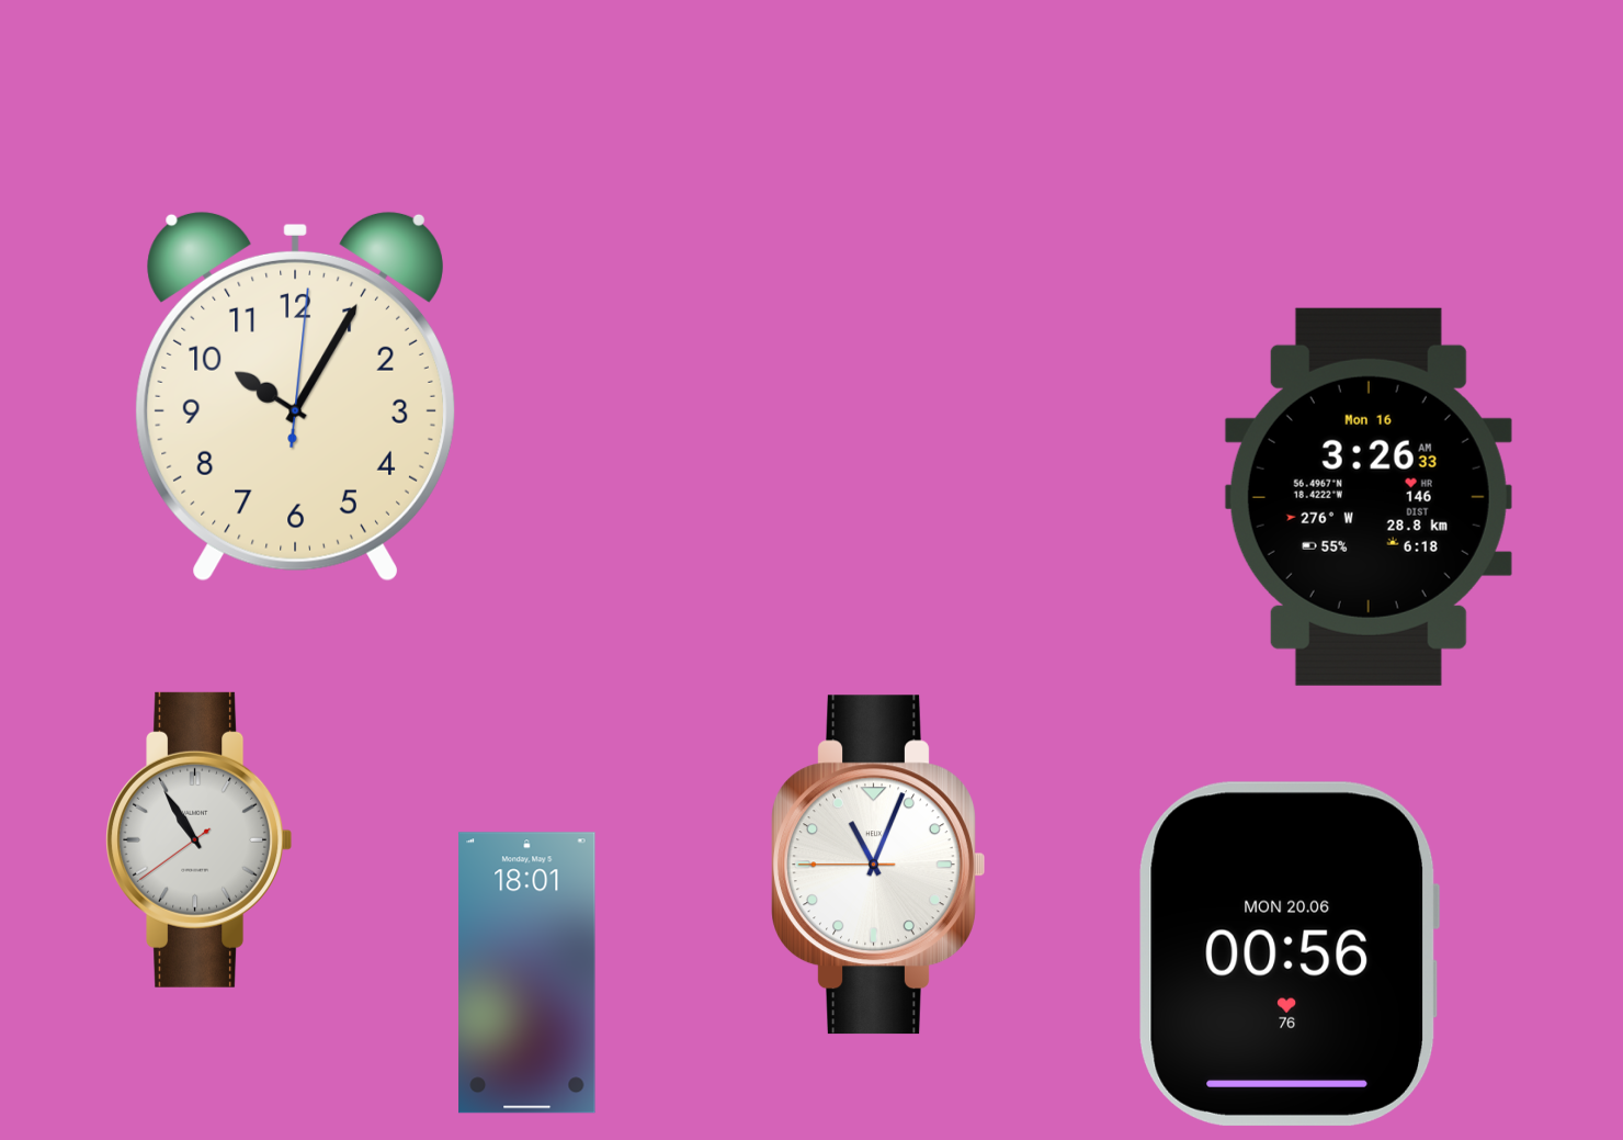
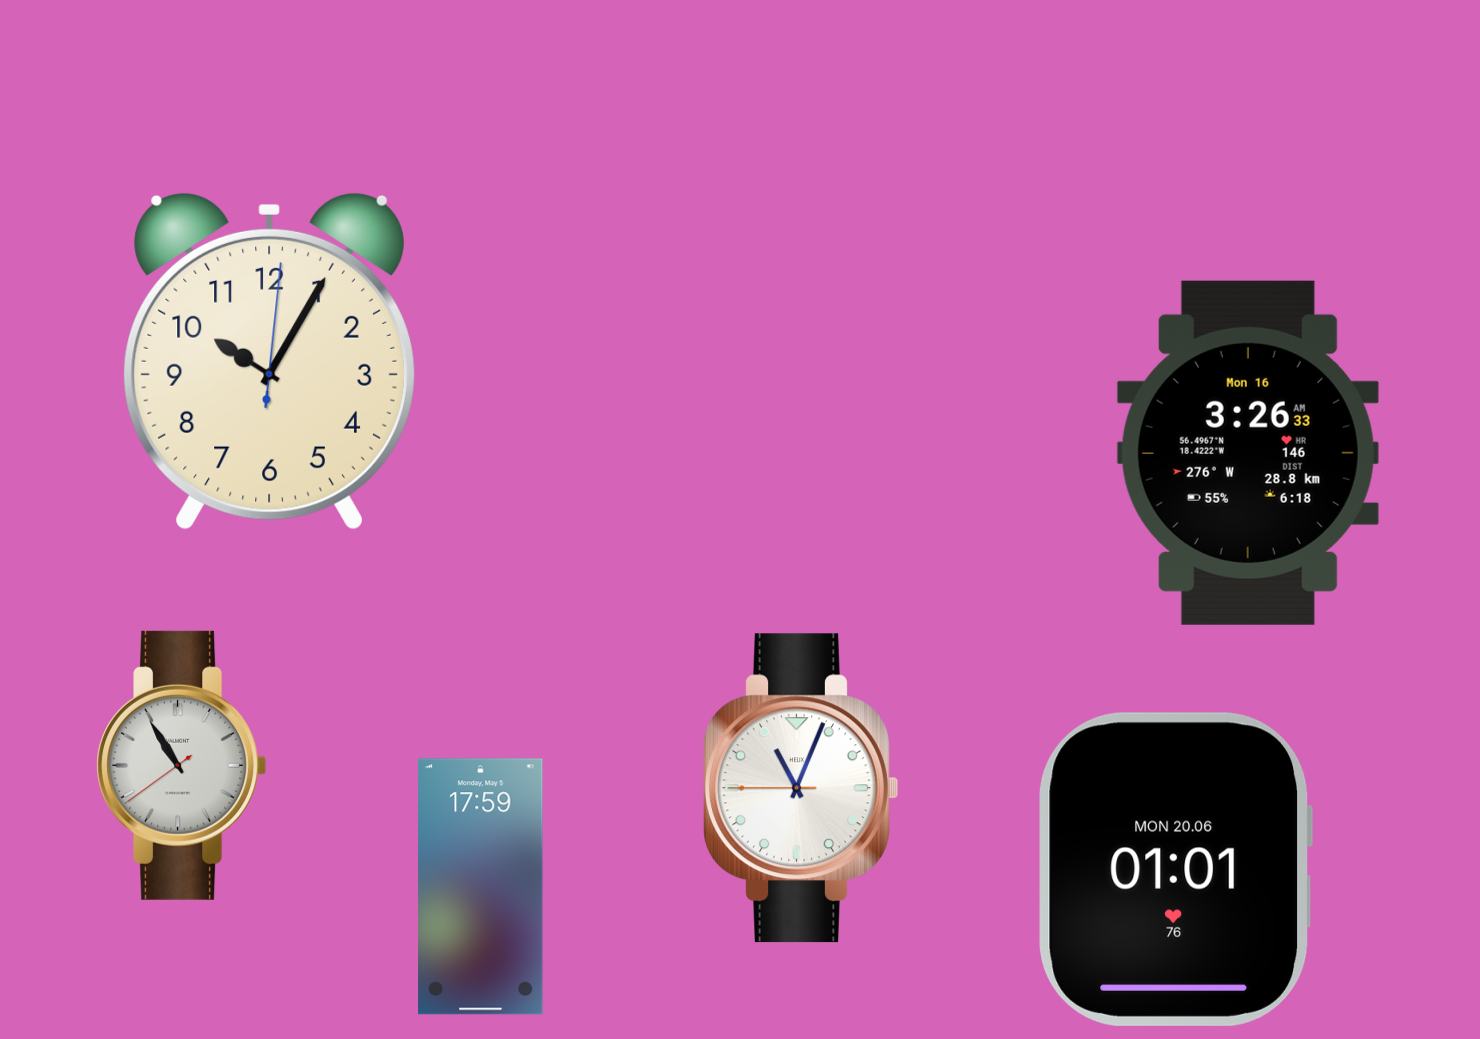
clock at (1290, 953): 00:56 -> 01:01
clock at (527, 973): 18:01 -> 17:59
